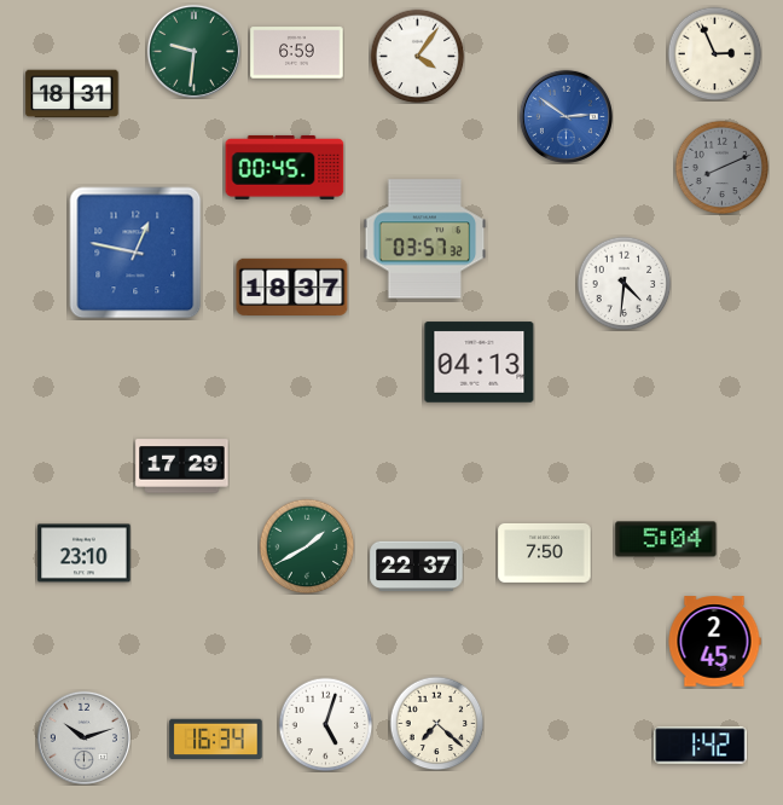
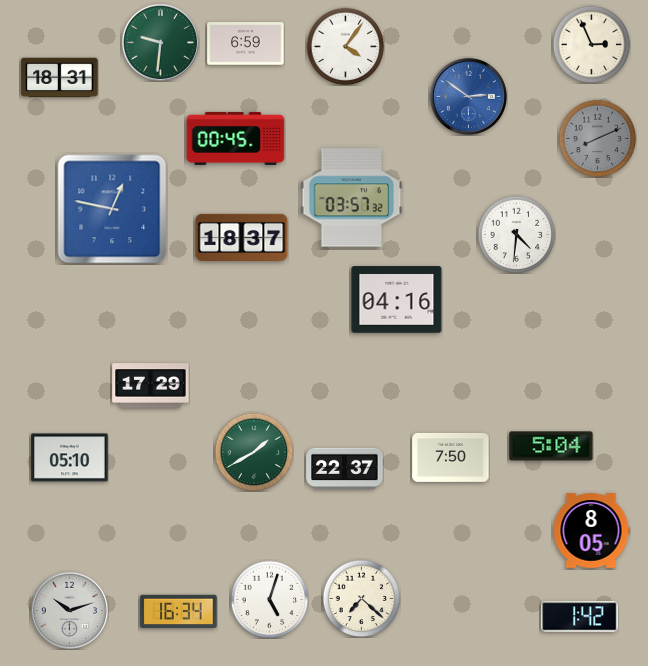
clock at (480, 363): 04:13 -> 04:16
clock at (85, 554): 23:10 -> 05:10
clock at (714, 642): 2:45 -> 8:05
